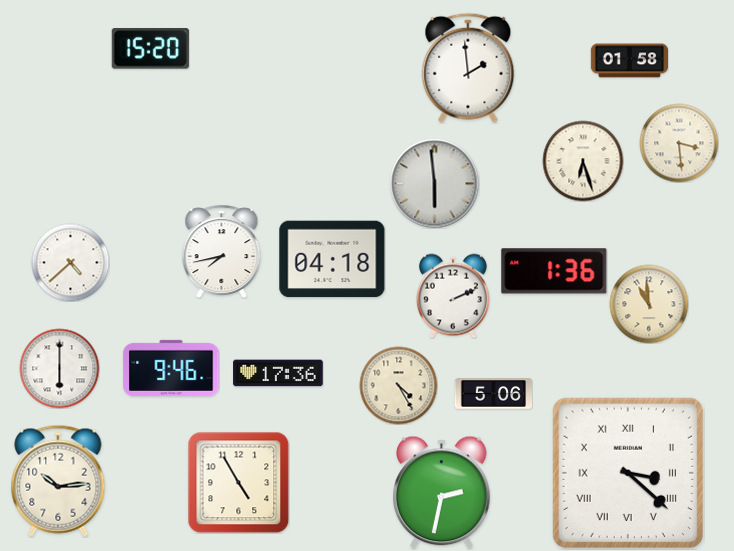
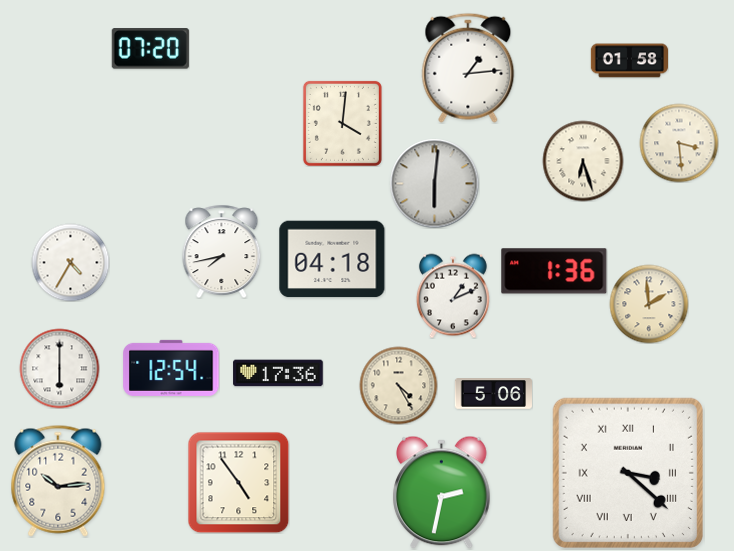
clock at (150, 49): 15:20 -> 07:20
clock at (468, 68): 1:59 -> 1:14
clock at (342, 123): none -> 4:01
clock at (434, 183): 5:59 -> 6:01
clock at (70, 262): 4:38 -> 4:35
clock at (453, 296): 2:11 -> 1:11
clock at (649, 304): 10:59 -> 1:59
clock at (171, 368): 9:46 -> 12:54
clock at (238, 482): 4:55 -> 4:54
